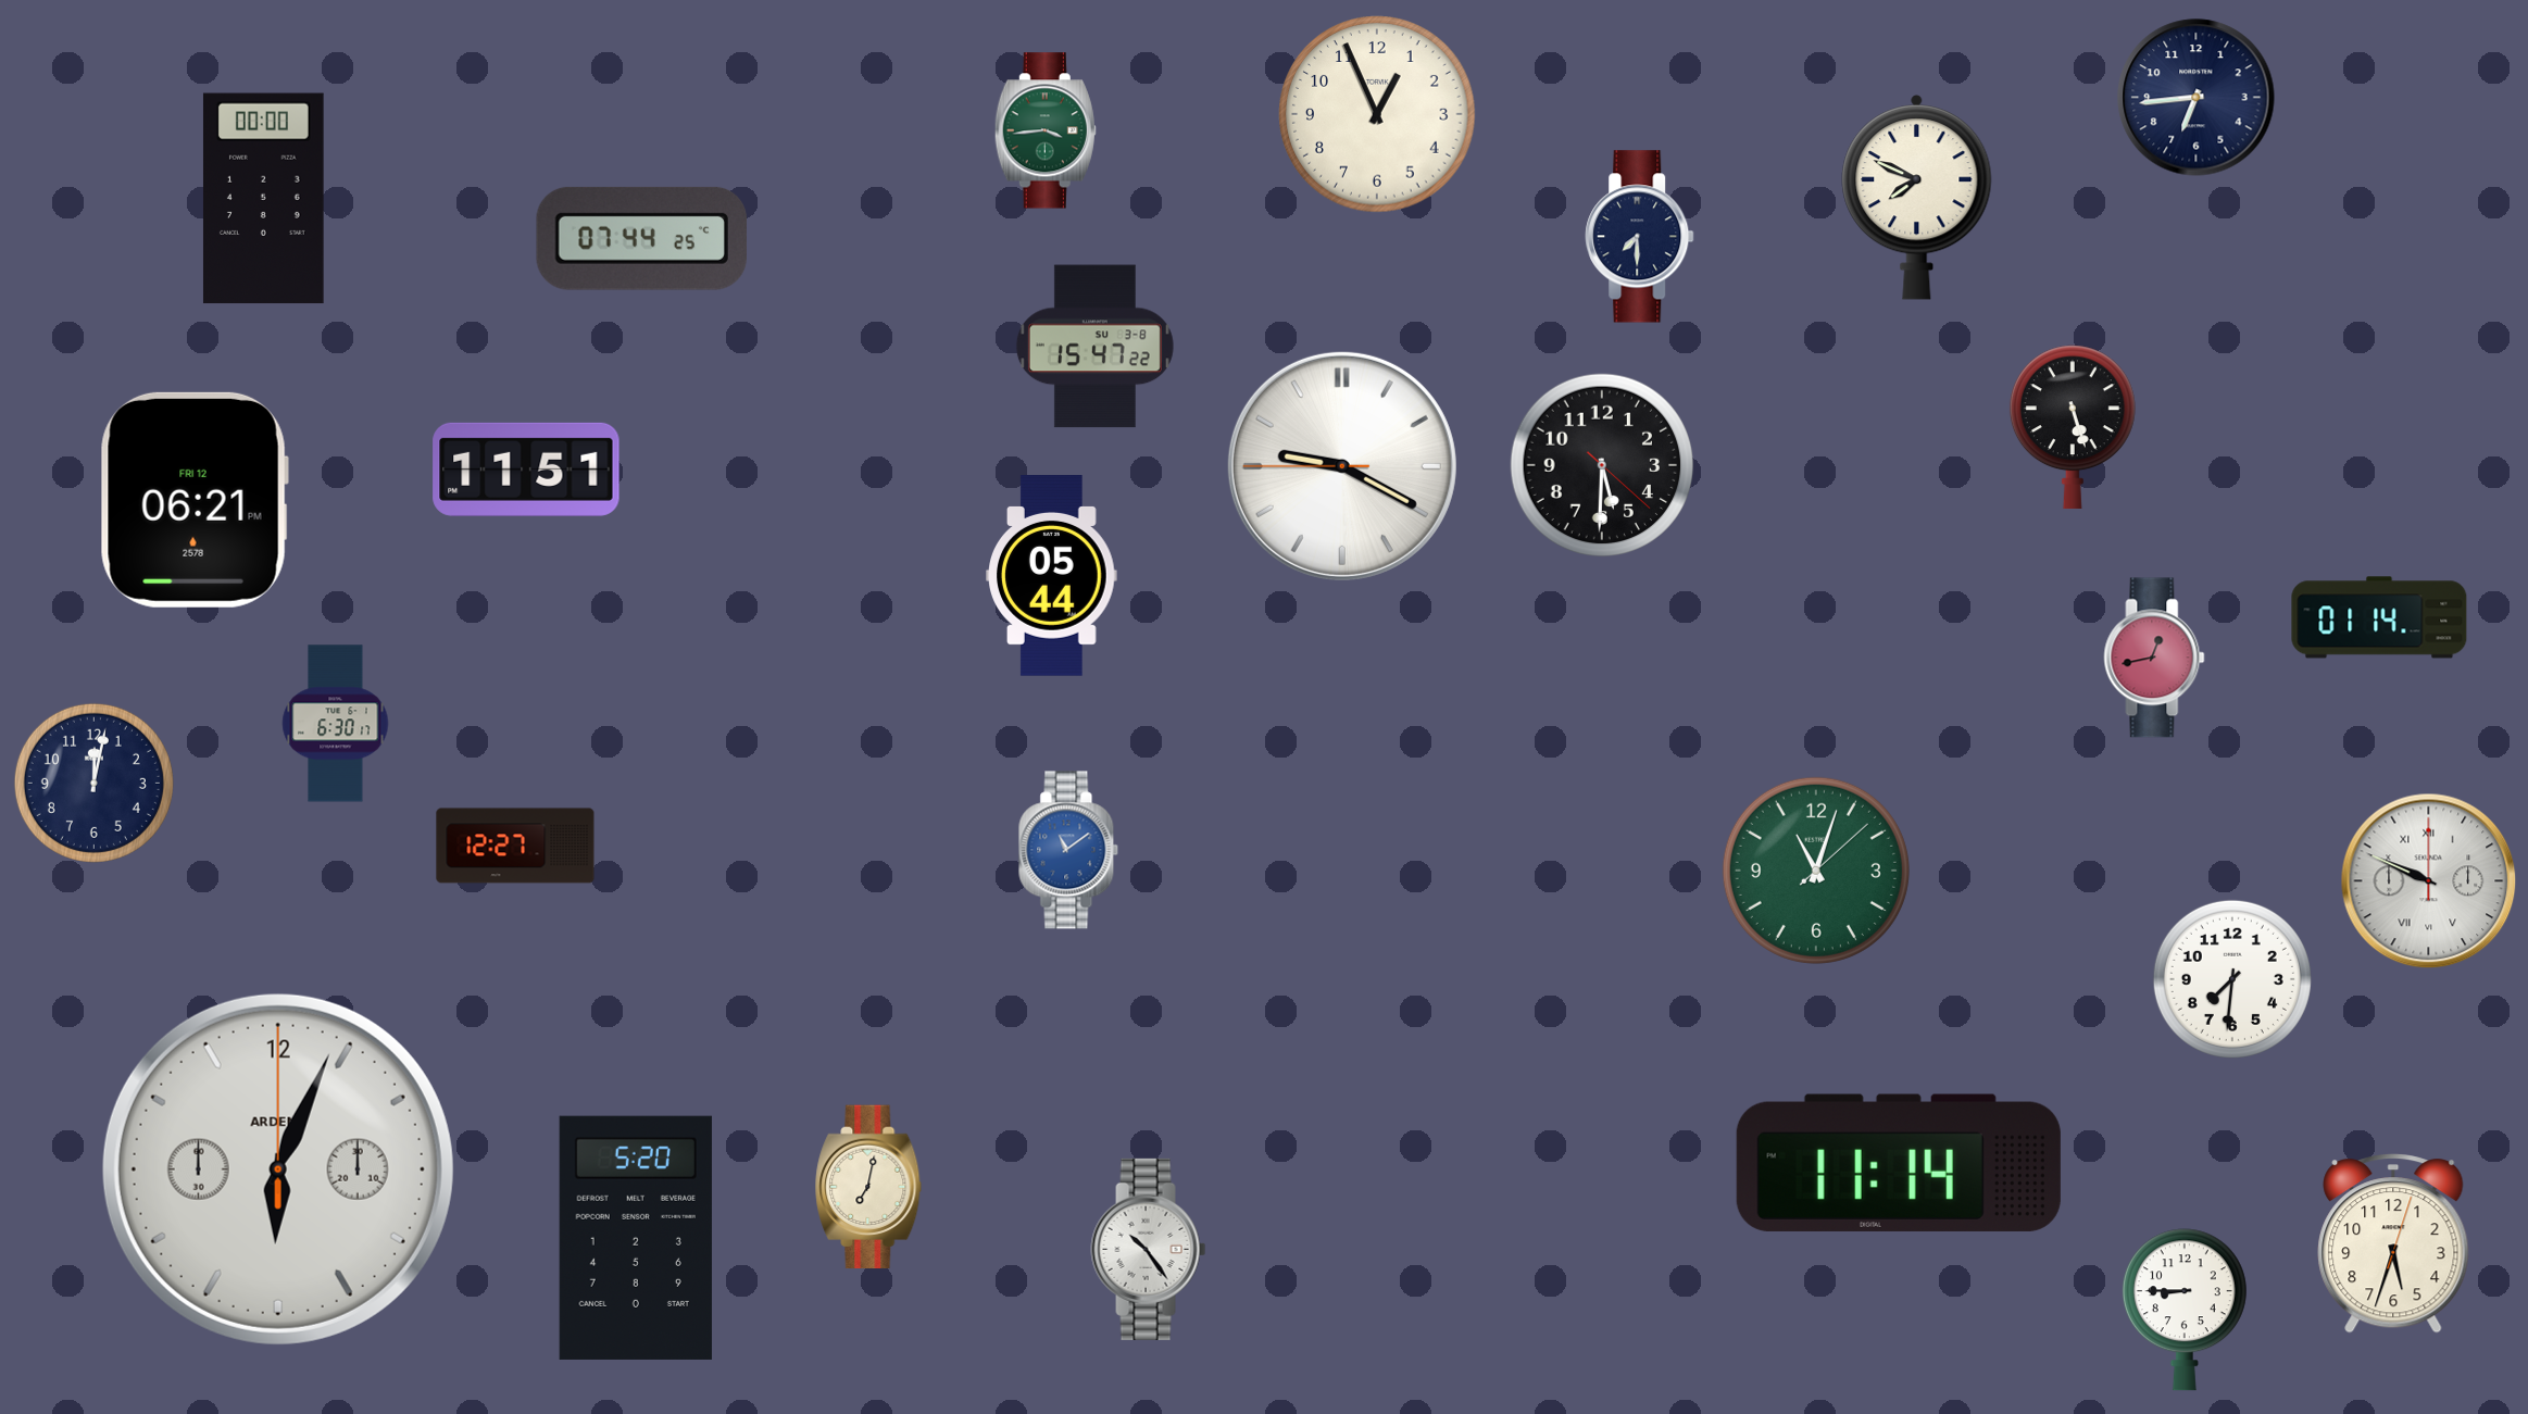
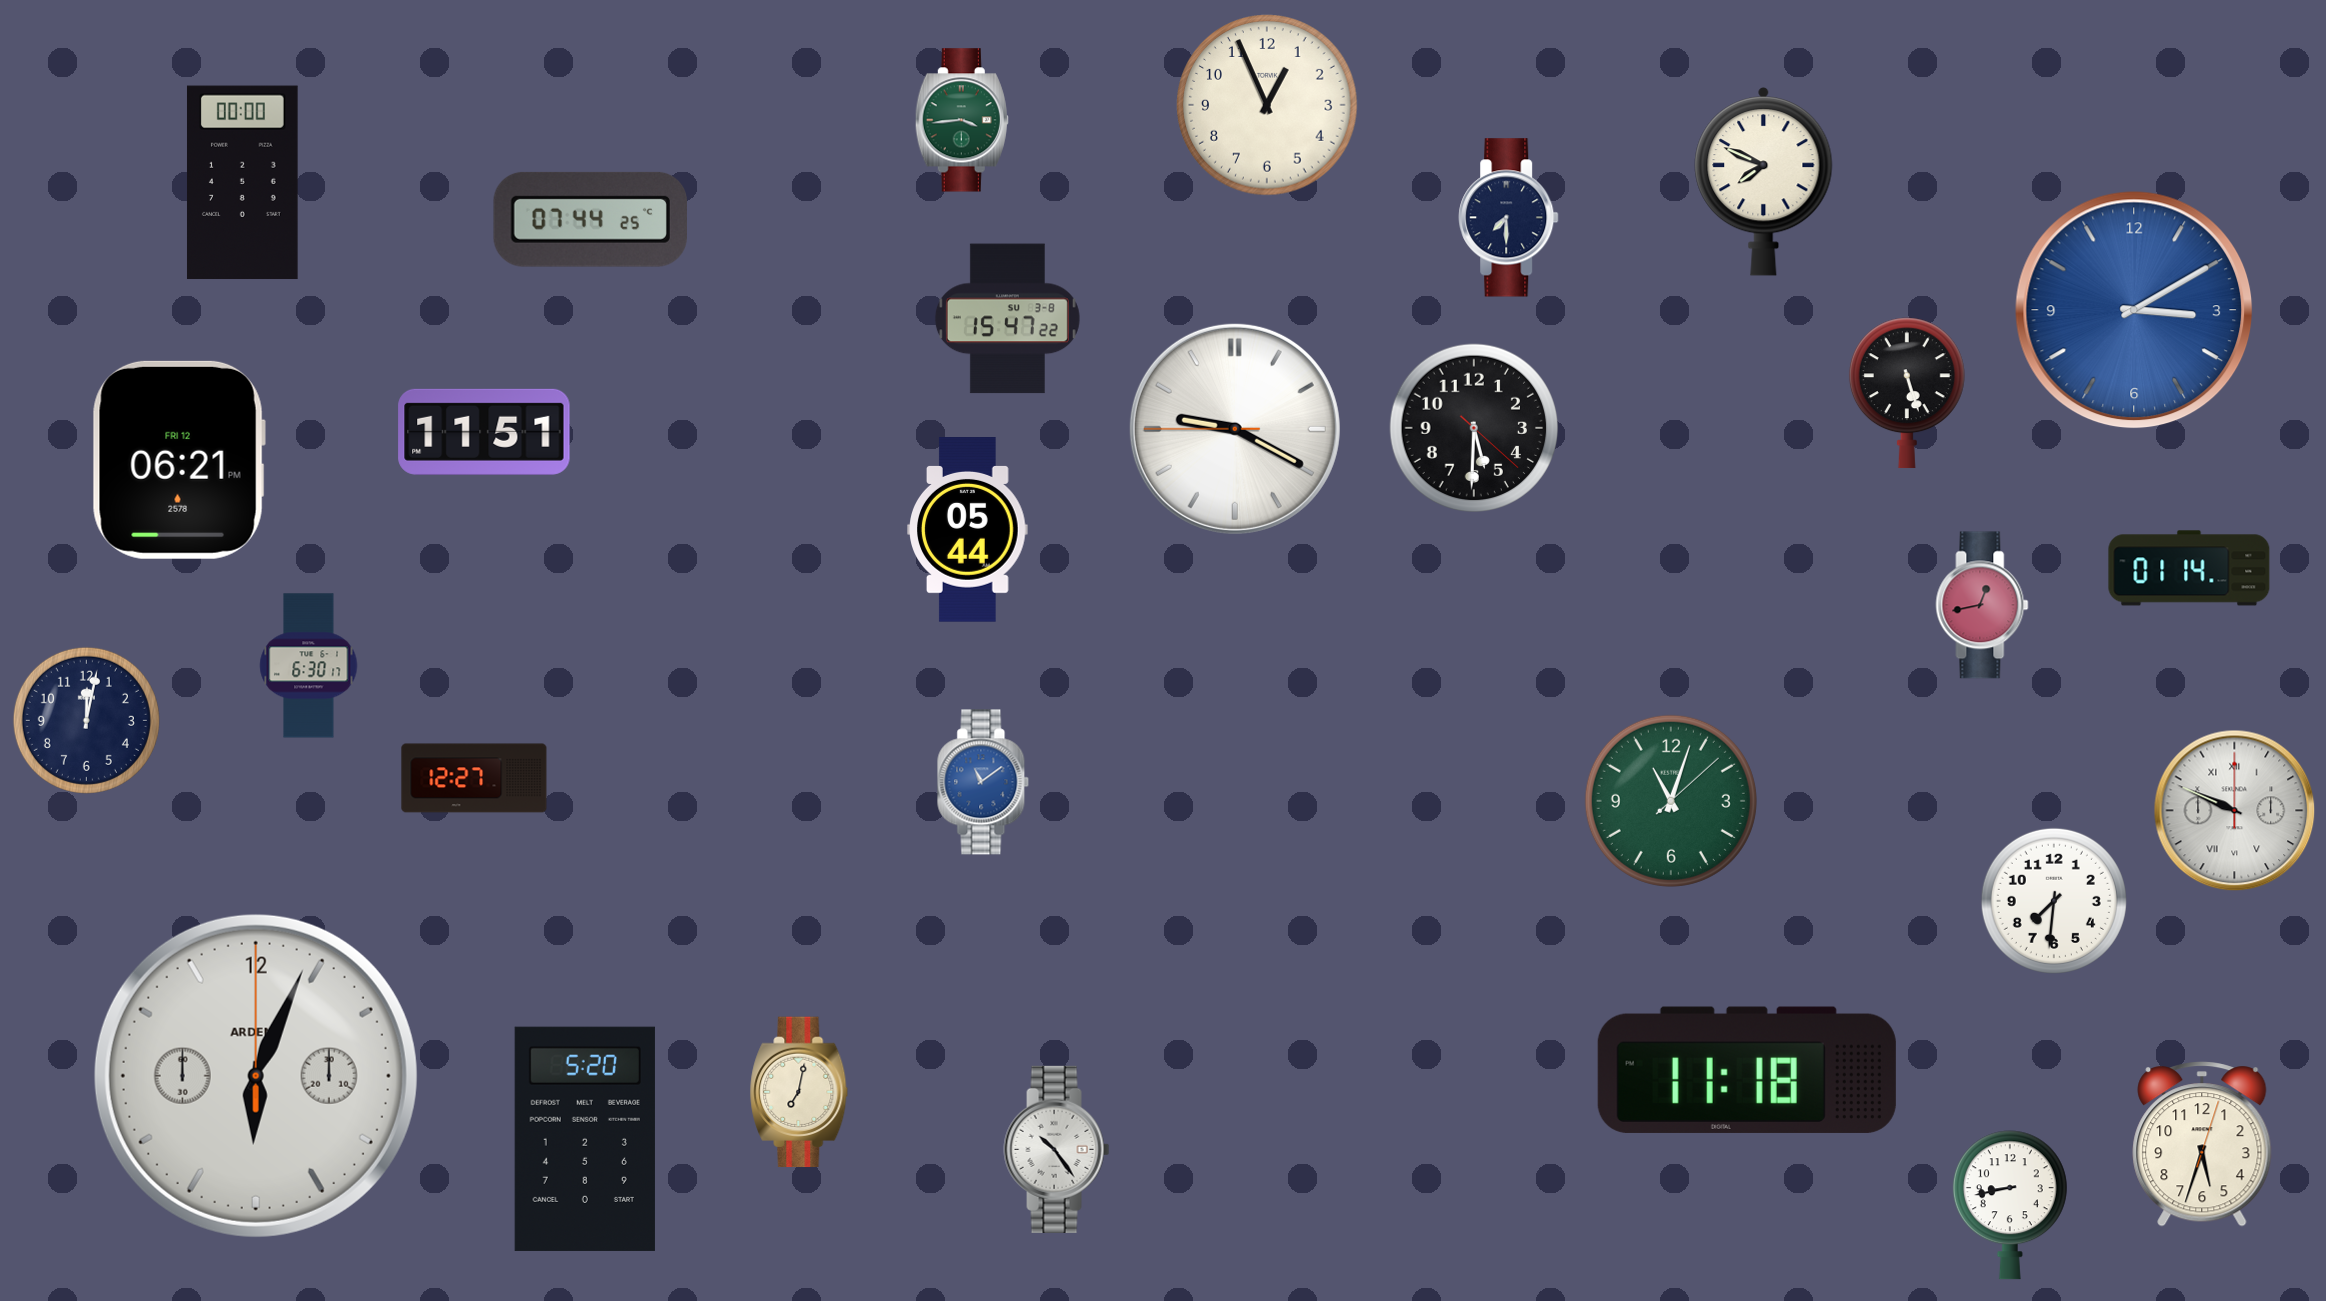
clock at (2197, 98): 6:44 -> none
clock at (2134, 310): none -> 3:10
clock at (1899, 1163): 11:14 -> 11:18
clock at (2185, 1310): 8:45 -> 8:43
